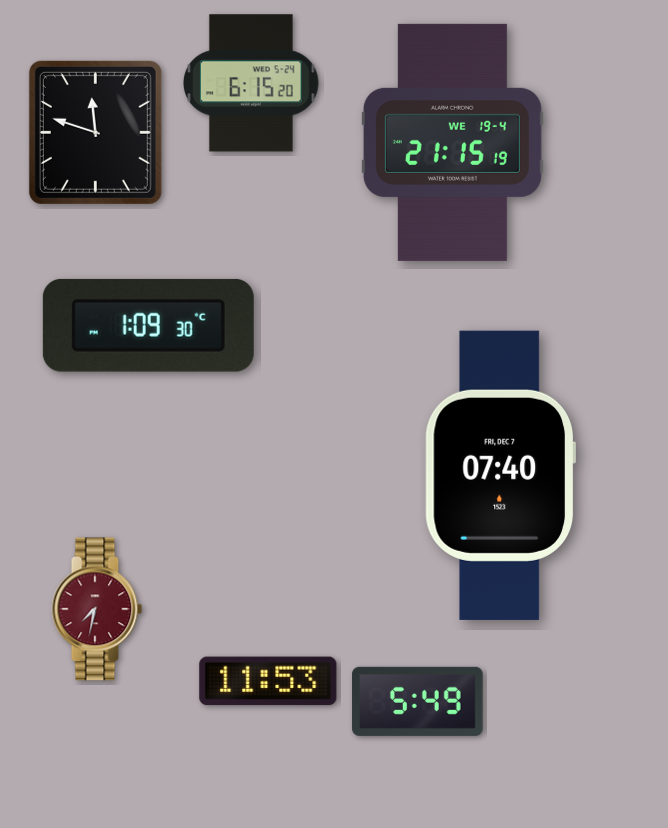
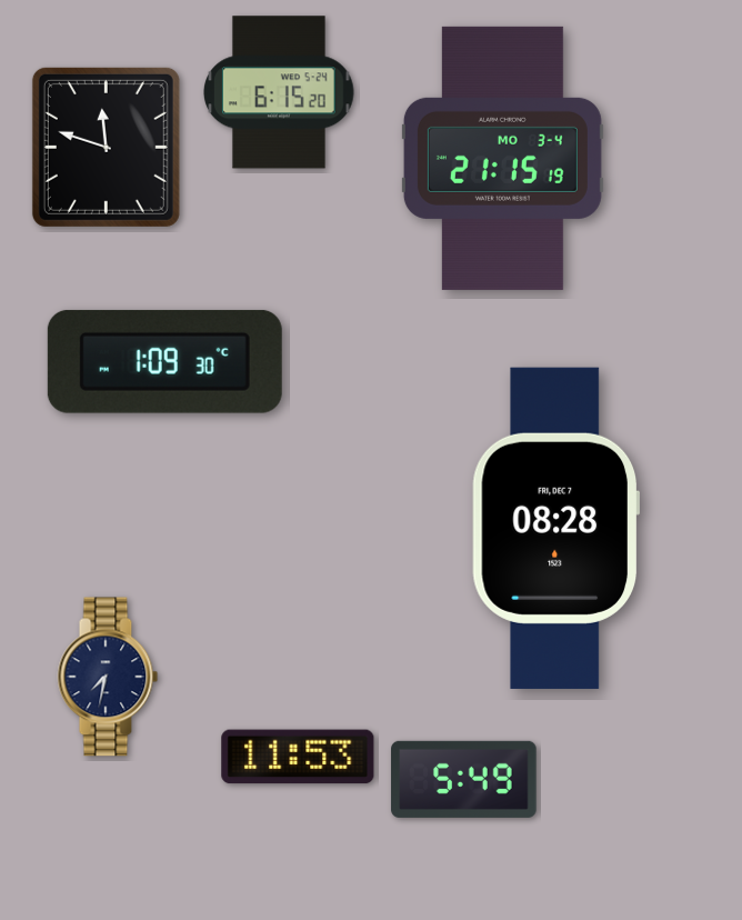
clock at (452, 142) date: WE 19-4 -> MO 3-4
clock at (500, 475): 07:40 -> 08:28
clock at (97, 609) dial: burgundy -> navy
